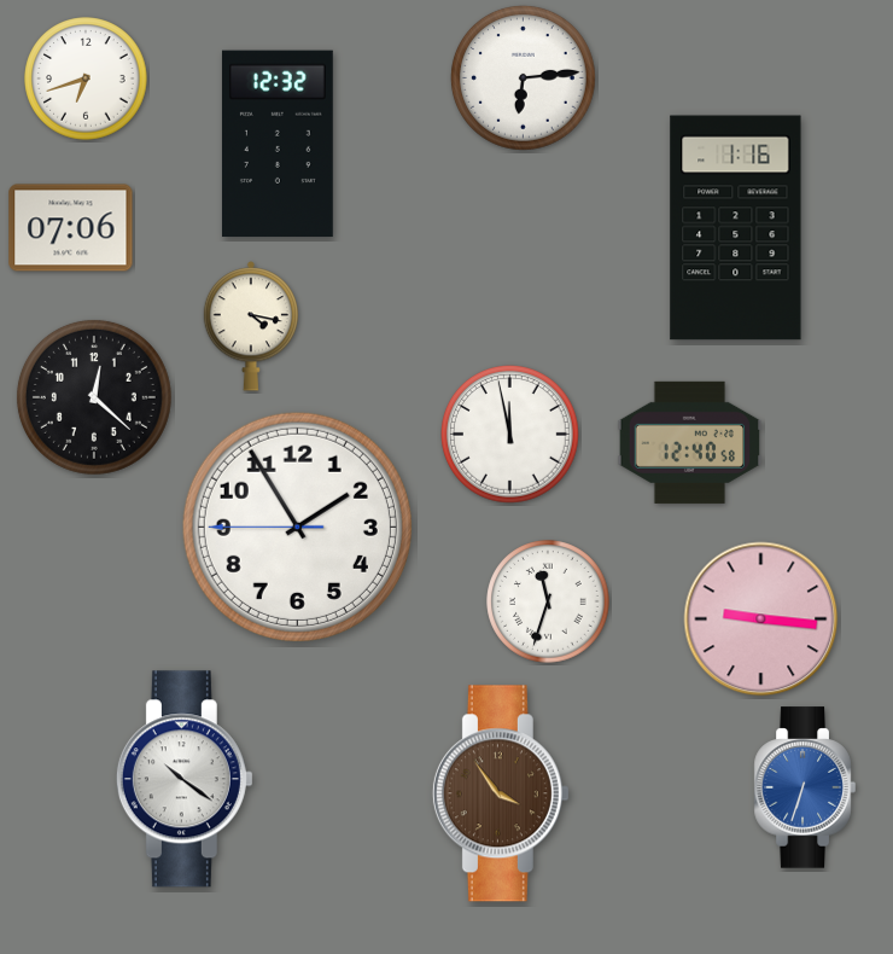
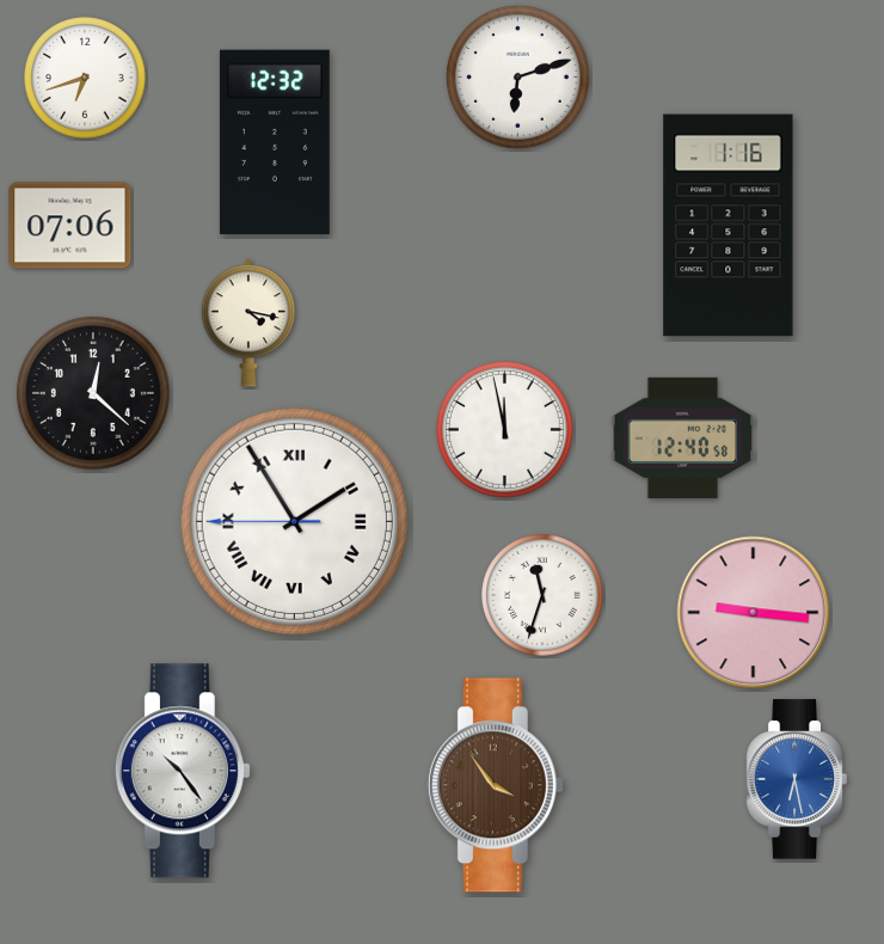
clock at (523, 77): 6:14 -> 6:12
clock at (297, 527) numerals: Arabic -> Roman
clock at (185, 779): 10:21 -> 10:24
clock at (805, 787): 6:33 -> 6:28
